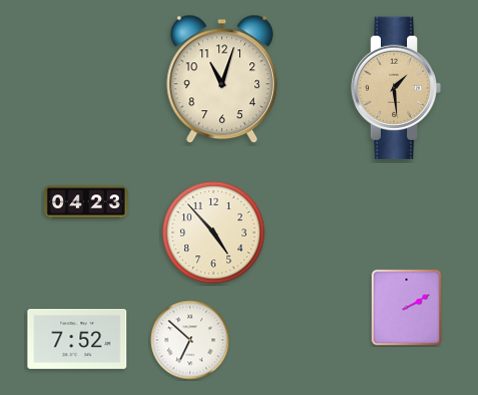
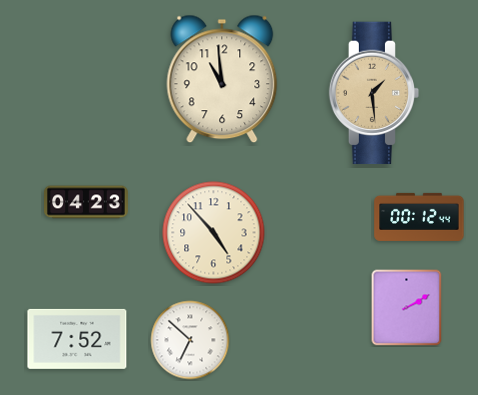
clock at (222, 79): 11:03 -> 10:59
clock at (396, 88) position: (396, 88) -> (374, 93)
clock at (419, 217): none -> 00:12
